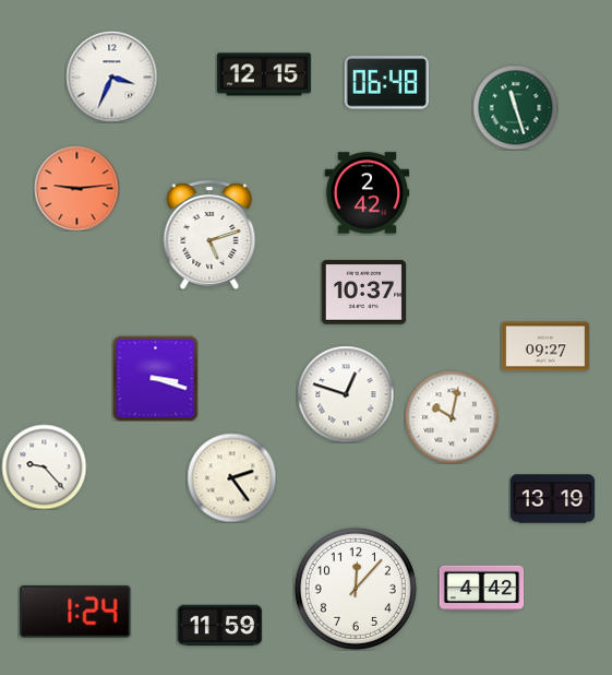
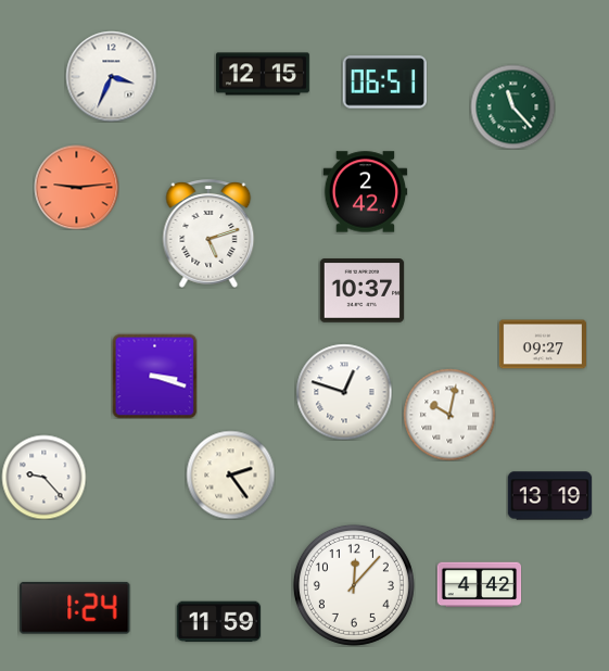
clock at (386, 83): 06:48 -> 06:51
clock at (515, 107): 11:27 -> 11:23
clock at (44, 466) position: (44, 466) -> (43, 477)
